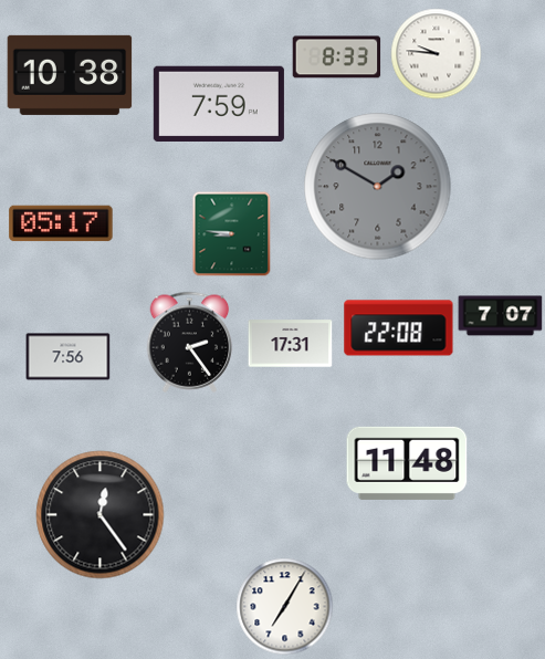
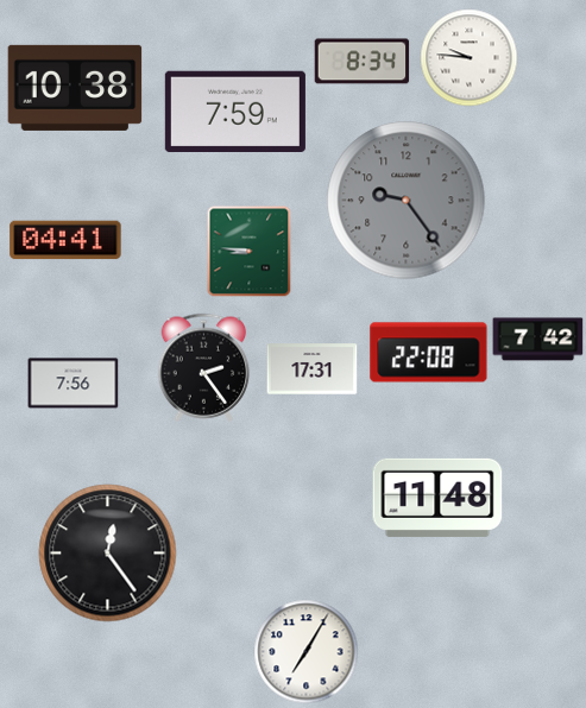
clock at (337, 57): 8:33 -> 8:34
clock at (70, 75) position: (70, 75) -> (75, 88)
clock at (378, 187): 1:50 -> 9:24
clock at (61, 223): 05:17 -> 04:41
clock at (501, 316): 7:07 -> 7:42
